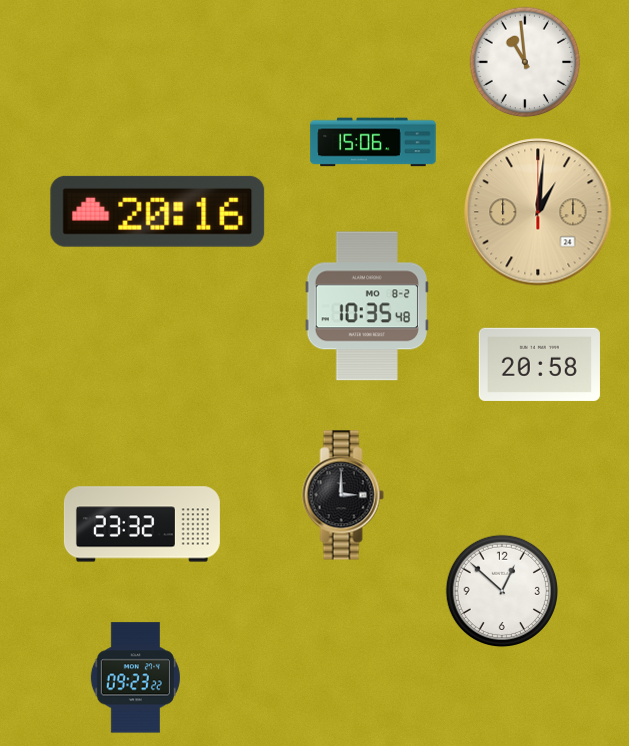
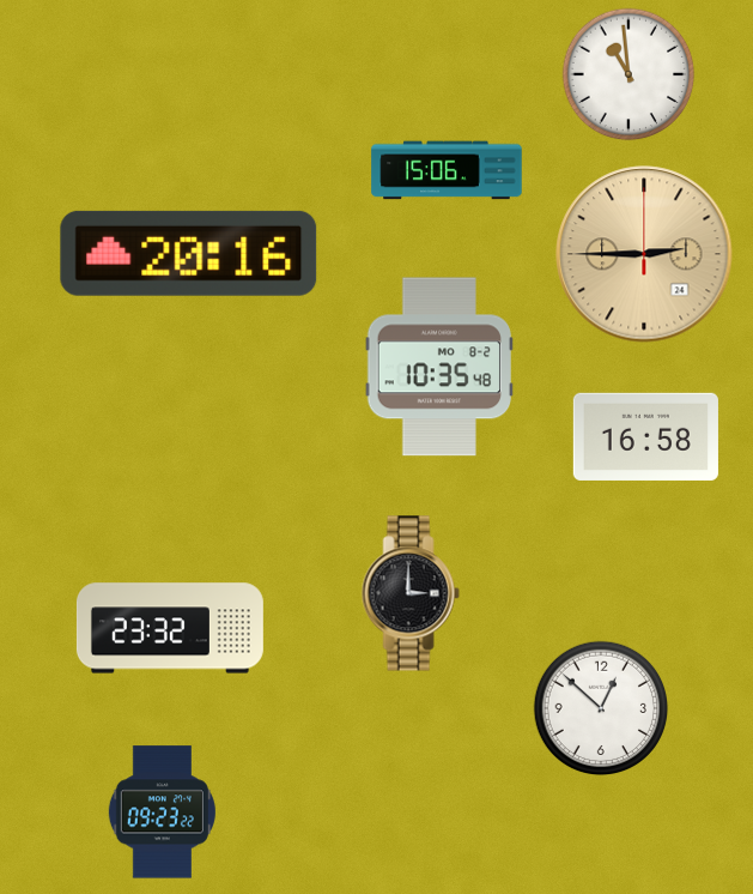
clock at (538, 212): 1:01 -> 2:45
clock at (539, 364): 20:58 -> 16:58
